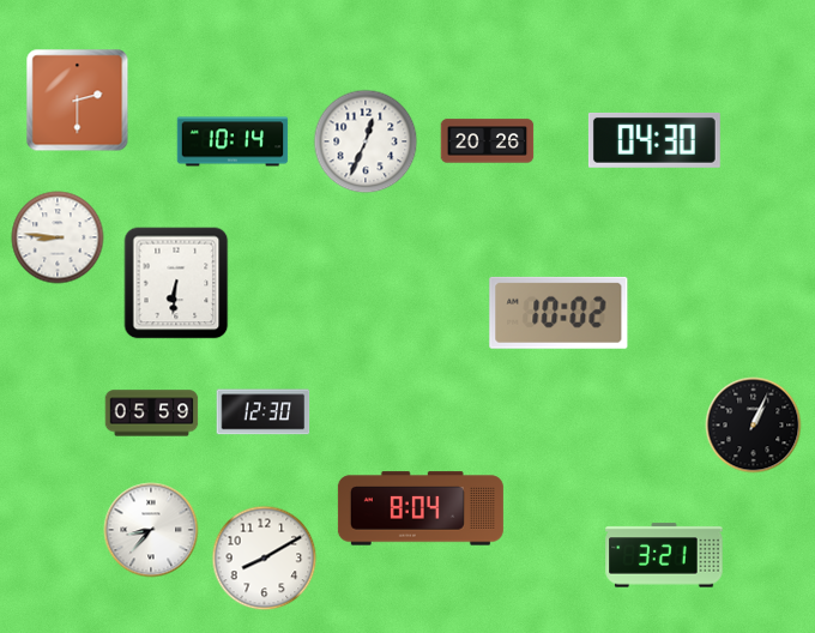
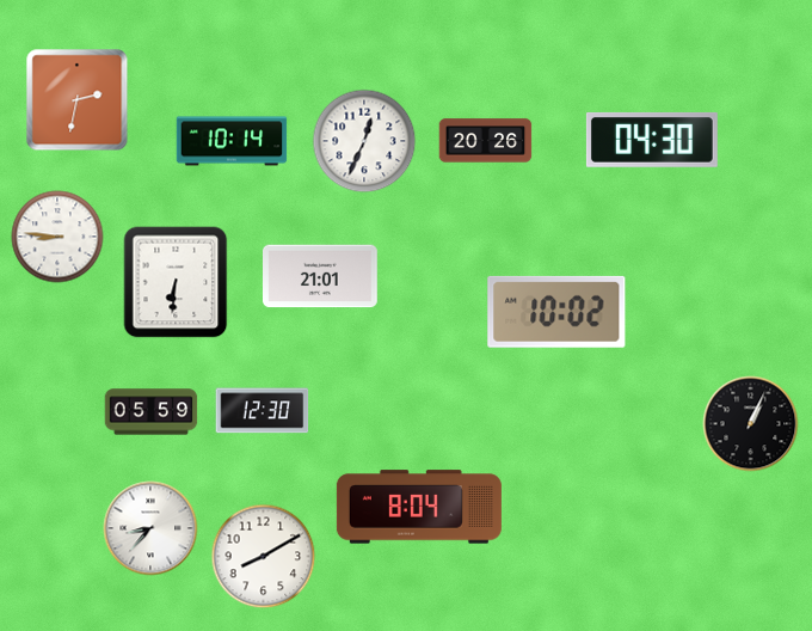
clock at (78, 101): 2:30 -> 2:32
clock at (321, 276): none -> 21:01
clock at (664, 555): 3:21 -> none
